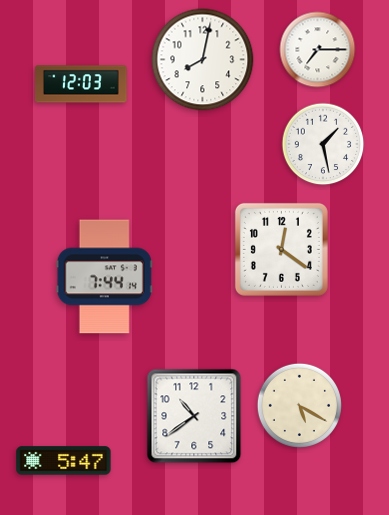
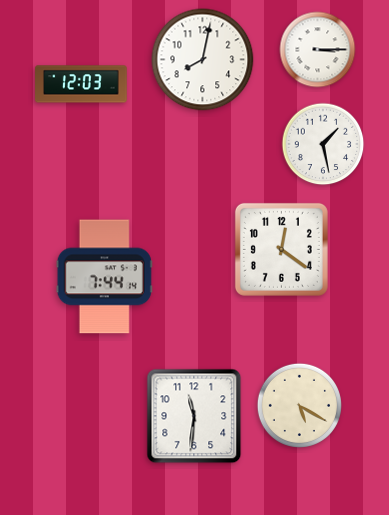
clock at (318, 50): 7:15 -> 3:15
clock at (194, 416): 10:39 -> 11:31
clock at (64, 461): 5:47 -> none
